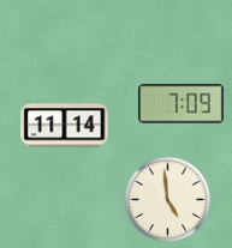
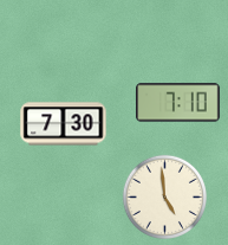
clock at (182, 104): 7:09 -> 7:10
clock at (65, 126): 11:14 -> 7:30
